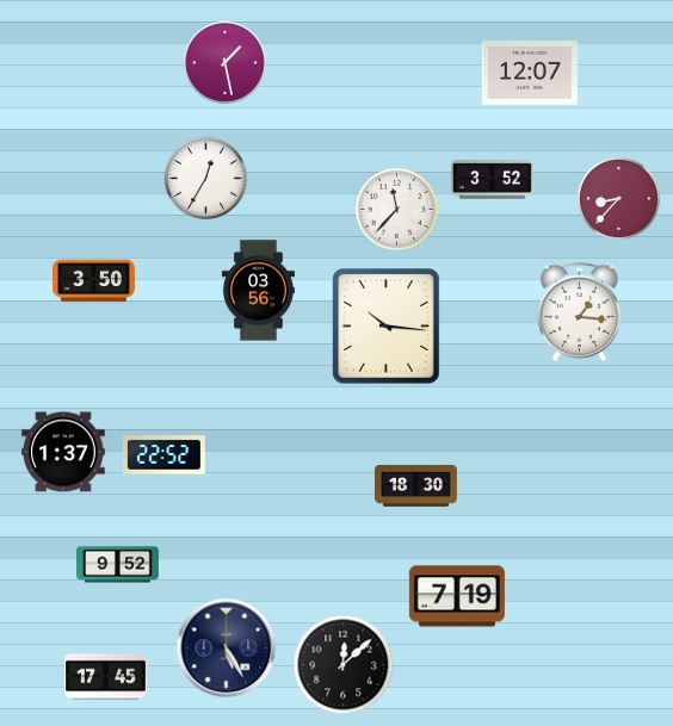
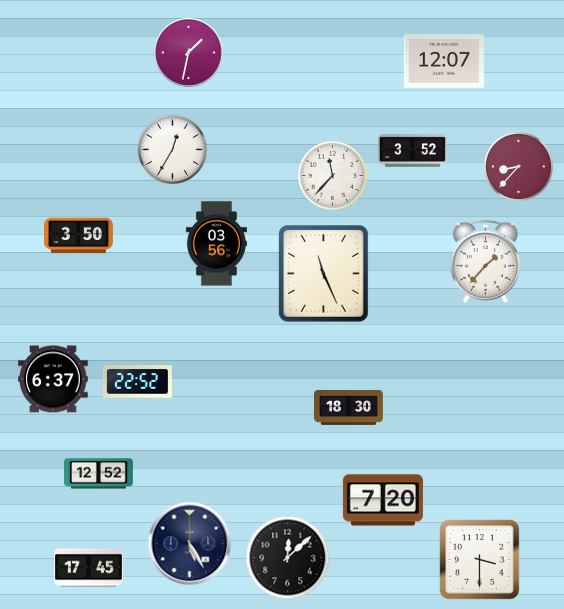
clock at (226, 63): 1:28 -> 1:32
clock at (579, 311): 1:16 -> 1:37
clock at (387, 327): 10:16 -> 11:26
clock at (63, 452): 1:37 -> 6:37
clock at (118, 565): 9:52 -> 12:52
clock at (457, 596): 7:19 -> 7:20
clock at (480, 560): none -> 3:30
